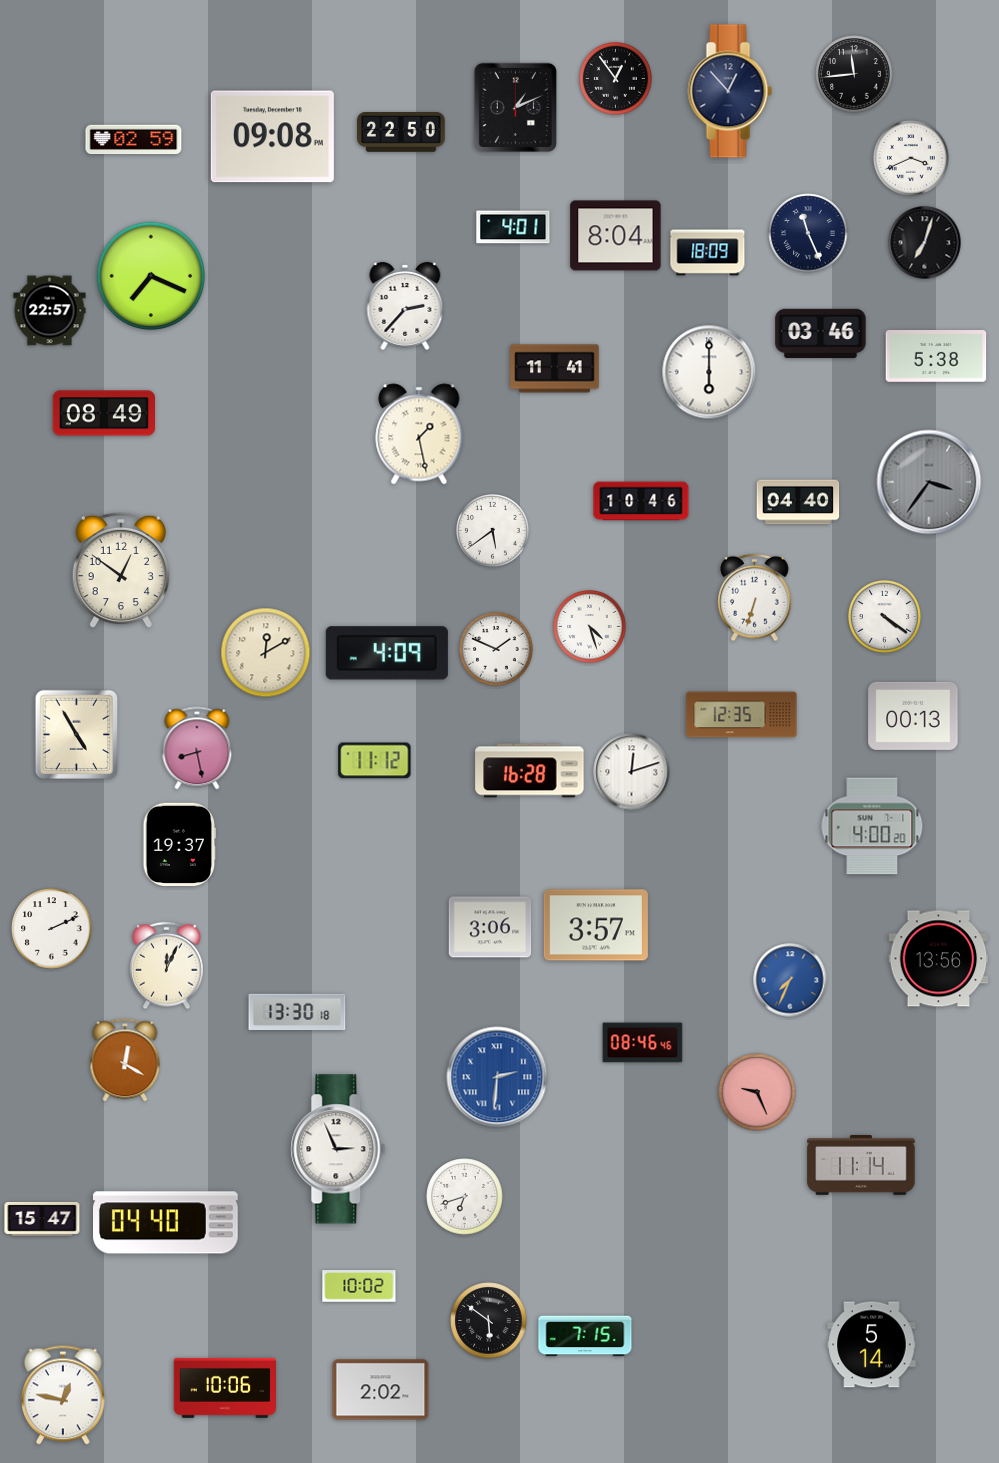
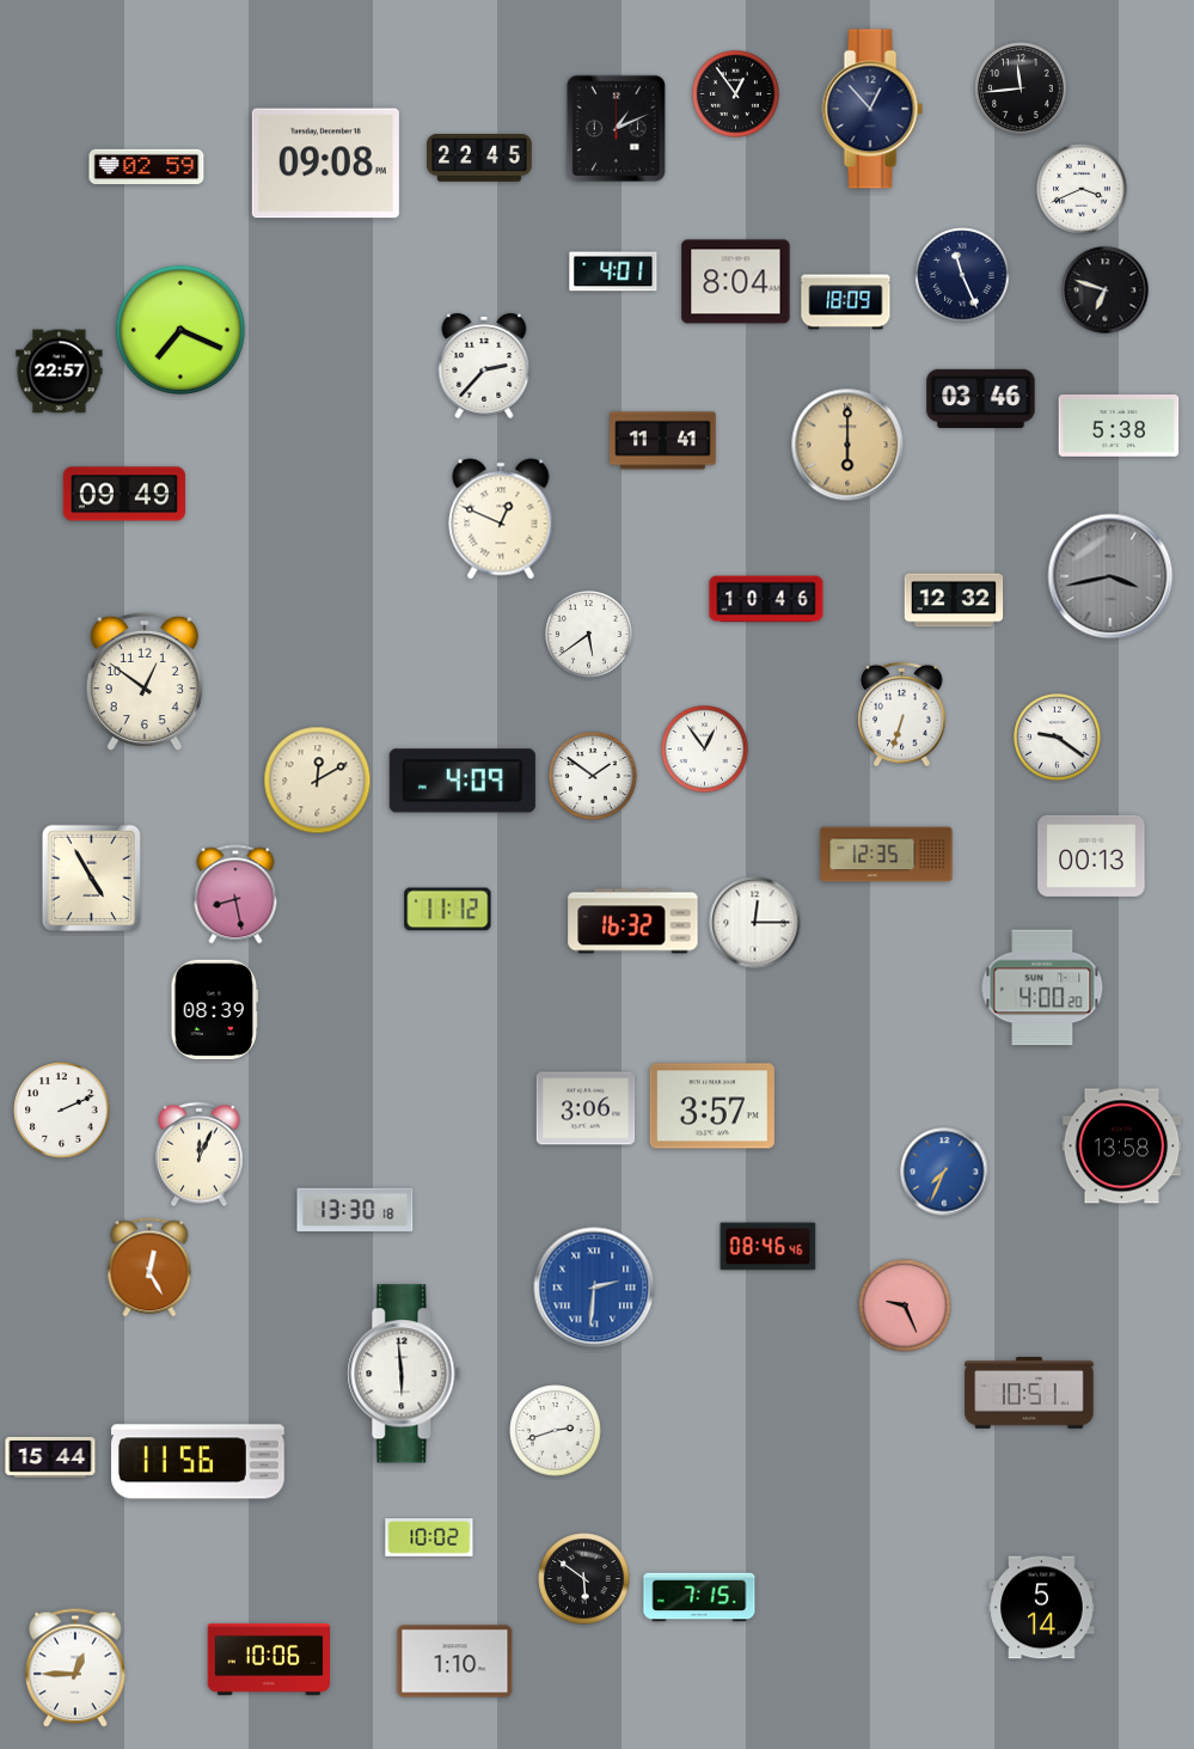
clock at (401, 133): 22:50 -> 22:45
clock at (134, 140) position: (134, 140) -> (147, 167)
clock at (911, 158) position: (911, 158) -> (1082, 189)
clock at (808, 233) position: (808, 233) -> (962, 275)
clock at (925, 243): 7:03 -> 6:48
clock at (709, 372) dial: white -> champagne
clock at (104, 413): 08:49 -> 09:49
clock at (419, 434): 1:28 -> 12:49
clock at (929, 482): 3:36 -> 3:43
clock at (798, 502): 04:40 -> 12:32
clock at (885, 617): 4:21 -> 9:21
clock at (590, 627): 4:27 -> 12:54
clock at (497, 650): 1:49 -> 1:51
clock at (530, 771): 16:28 -> 16:32
clock at (632, 772): 12:12 -> 12:15
clock at (180, 844): 19:37 -> 08:39
clock at (939, 959): 13:56 -> 13:58
clock at (125, 1060): 12:20 -> 12:25
clock at (338, 1149): 2:56 -> 5:59
clock at (861, 1165): 11:14 -> 10:51
clock at (465, 1197): 6:42 -> 2:42
clock at (42, 1219): 15:47 -> 15:44
clock at (166, 1223): 04:40 -> 11:56
clock at (381, 1390): 2:02 -> 1:10
clock at (63, 1395): 12:47 -> 12:45
